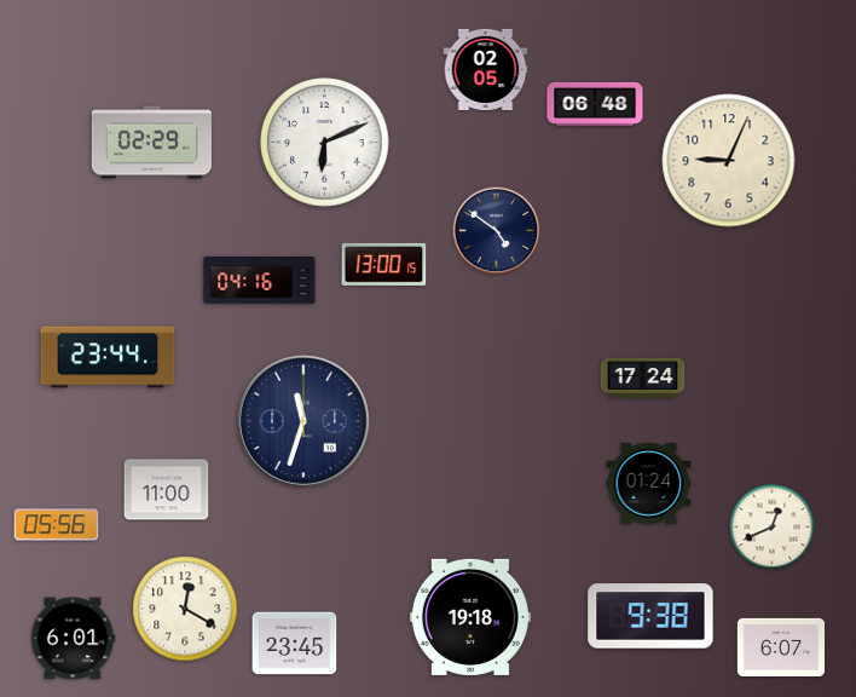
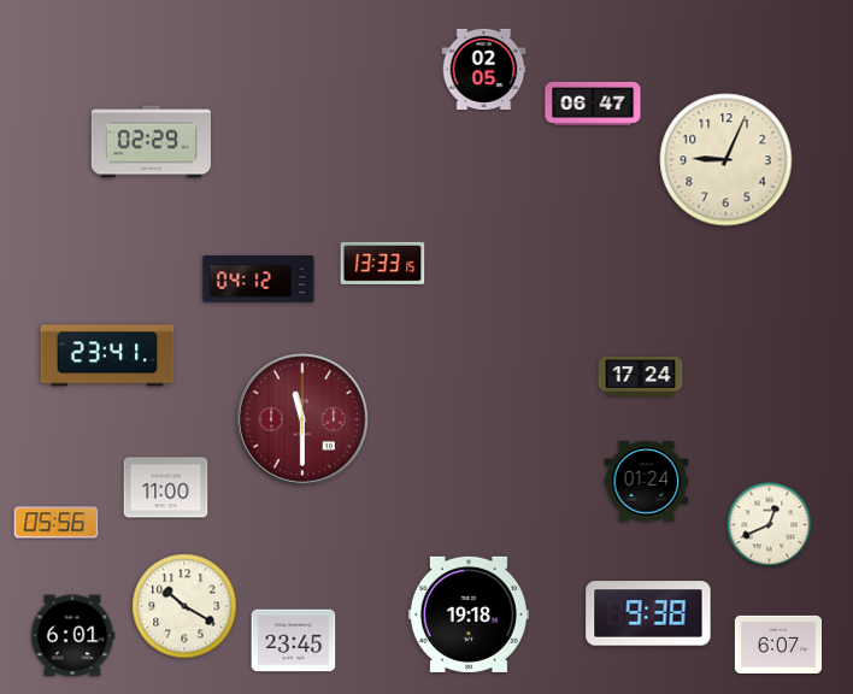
clock at (595, 104): 06:48 -> 06:47
clock at (325, 143): 6:11 -> none
clock at (497, 231): 4:51 -> none
clock at (384, 264): 13:00 -> 13:33
clock at (260, 281): 04:16 -> 04:12
clock at (108, 357): 23:44 -> 23:41
clock at (303, 421): 11:33 -> 11:30
clock at (303, 421) dial: navy -> burgundy
clock at (185, 609): 12:20 -> 10:20
